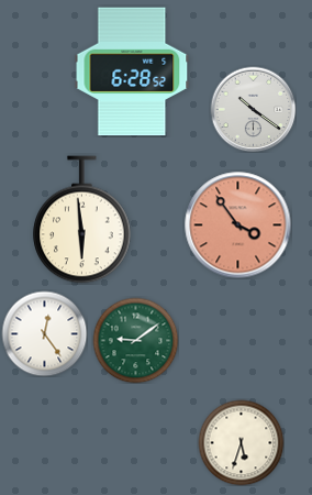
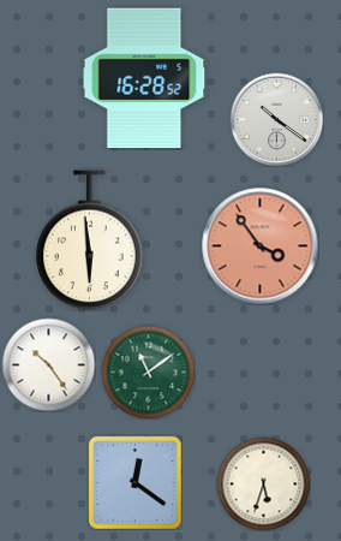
clock at (132, 71): 6:28 -> 16:28
clock at (44, 333): 12:24 -> 10:24
clock at (135, 340): 9:09 -> 11:09
clock at (134, 482): none -> 12:21
